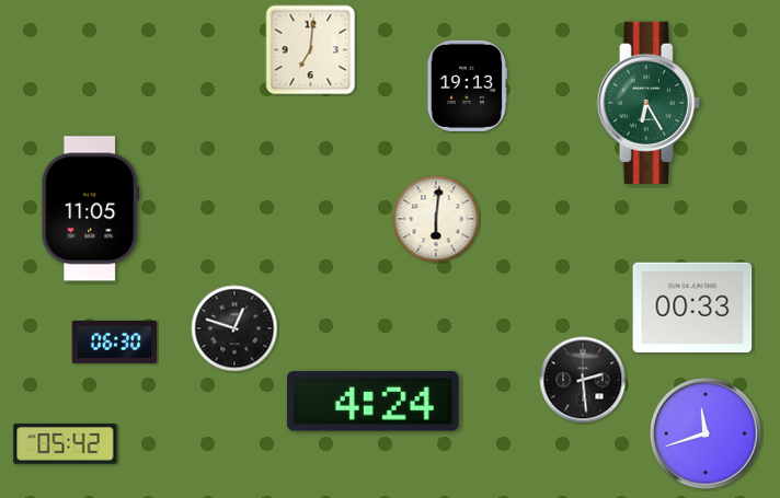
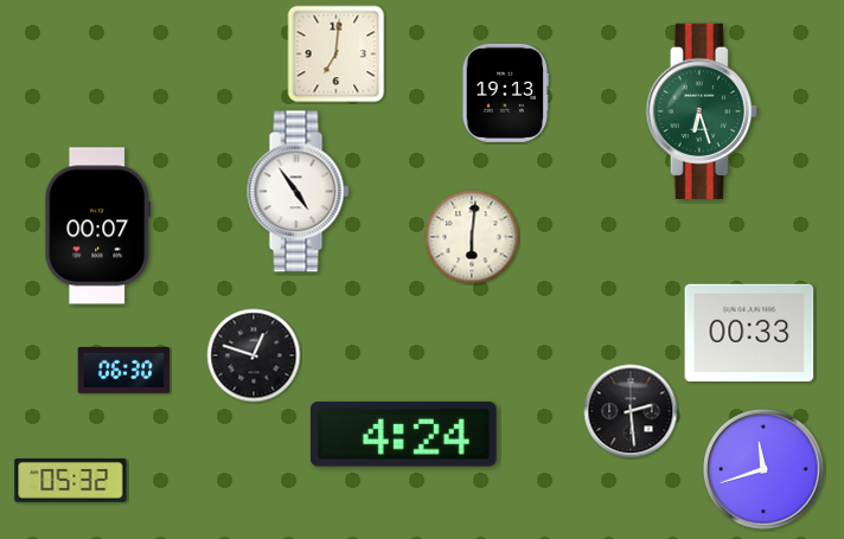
clock at (649, 103): 6:25 -> 6:27
clock at (299, 192): none -> 4:54
clock at (91, 209): 11:05 -> 00:07
clock at (66, 444): 05:42 -> 05:32
